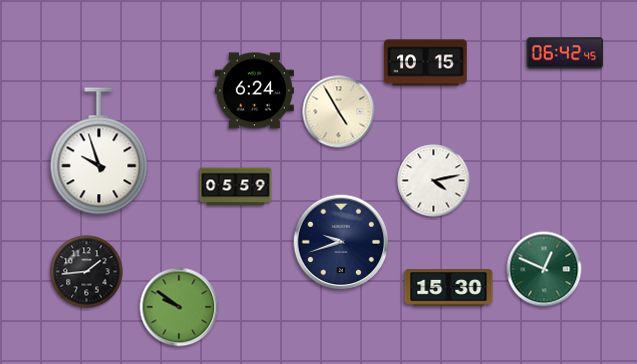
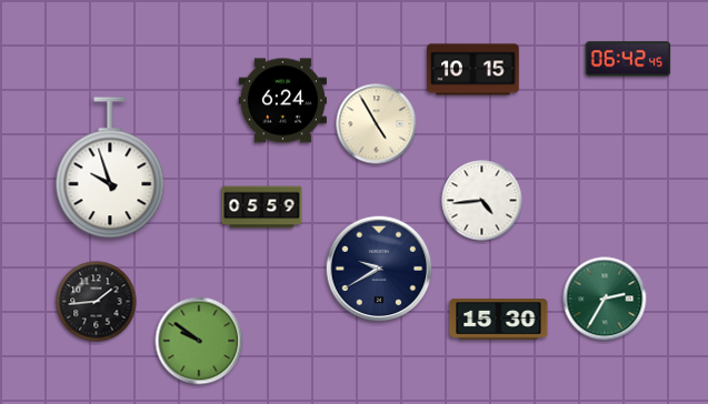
clock at (434, 181): 4:13 -> 4:44
clock at (341, 242): 9:42 -> 9:40
clock at (544, 269): 12:49 -> 2:35
